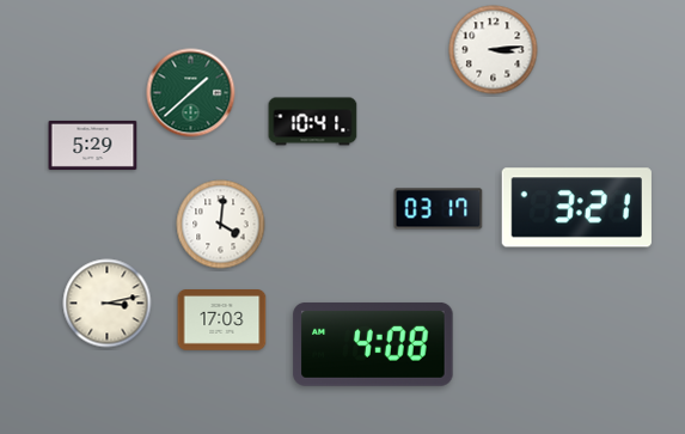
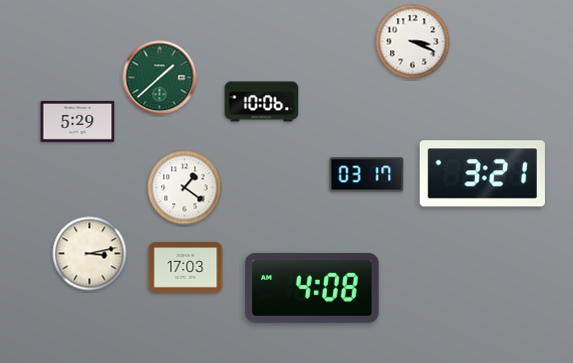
clock at (494, 50): 3:14 -> 3:19
clock at (313, 122): 10:41 -> 10:06
clock at (221, 225): 4:01 -> 1:21
